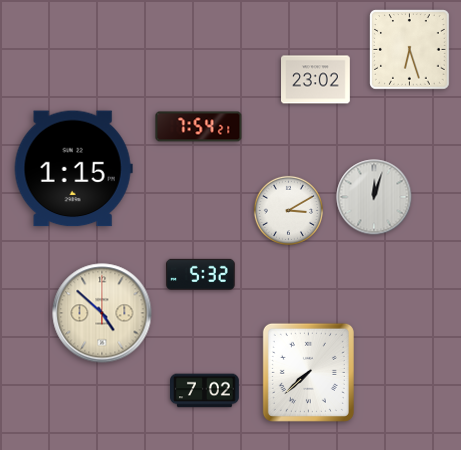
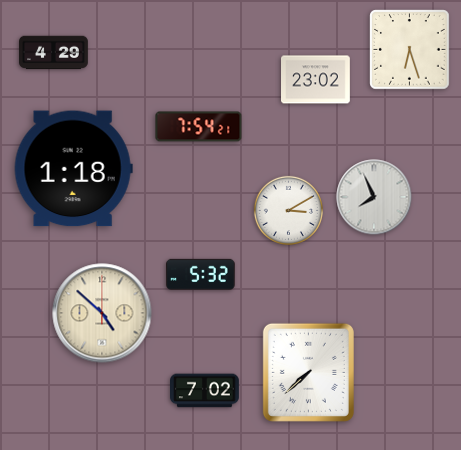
clock at (54, 53): none -> 4:29
clock at (73, 169): 1:15 -> 1:18
clock at (374, 197): 12:03 -> 7:56
